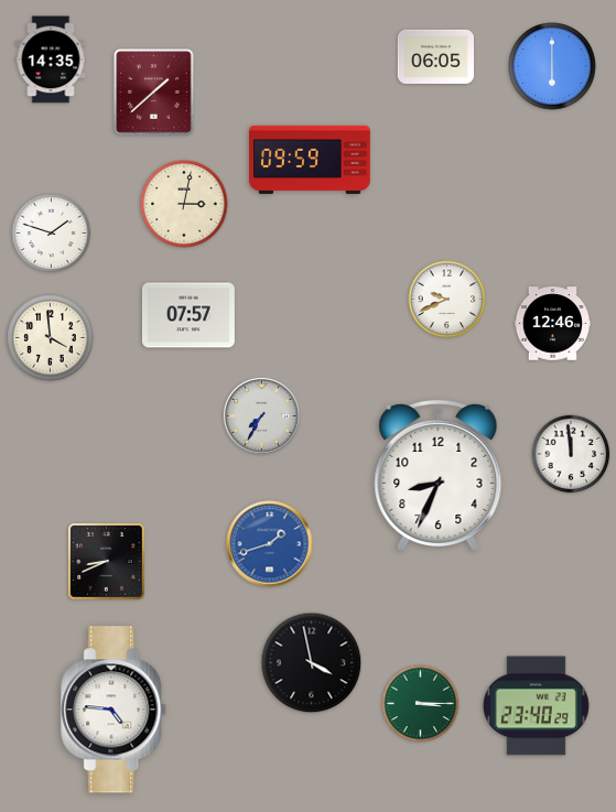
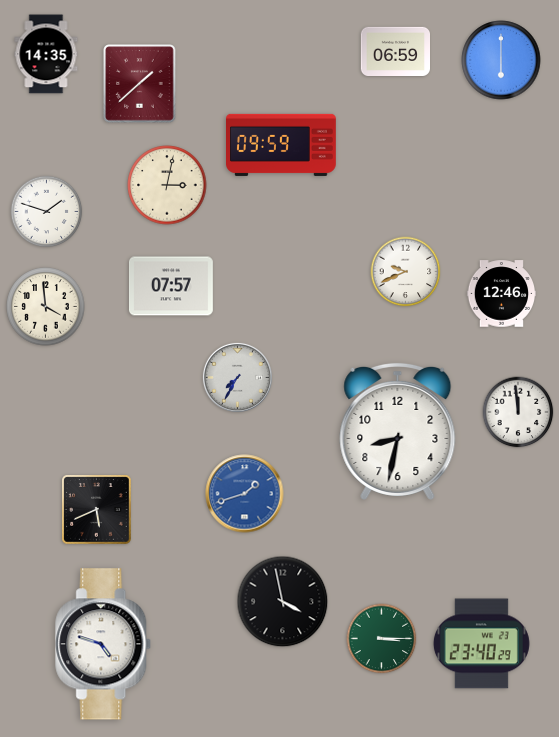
clock at (435, 56): 06:05 -> 06:59
clock at (439, 475): 8:34 -> 8:32
clock at (107, 562): 8:41 -> 5:41
clock at (536, 706) position: (536, 706) -> (481, 644)
clock at (115, 710): 4:46 -> 4:48
